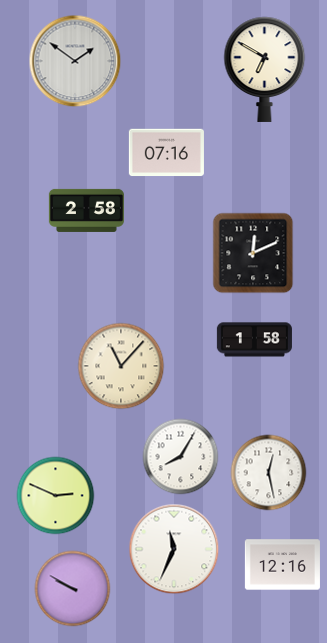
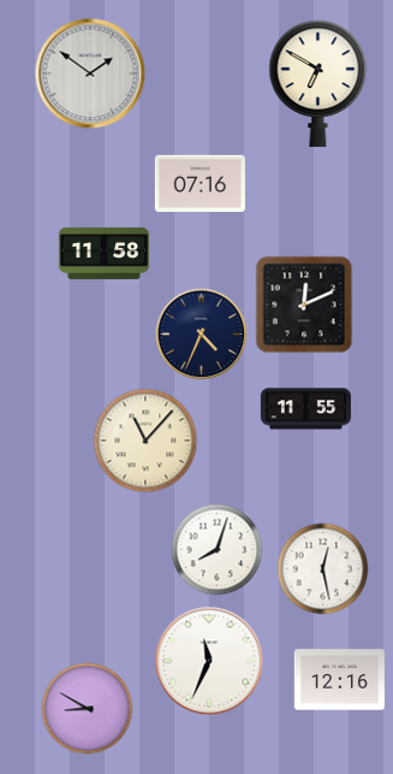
clock at (86, 210): 2:58 -> 11:58
clock at (202, 335): none -> 4:34
clock at (254, 340): 1:58 -> 11:55
clock at (181, 457): 8:05 -> 8:03
clock at (56, 496): 2:49 -> none
clock at (73, 589): 9:50 -> 8:50
